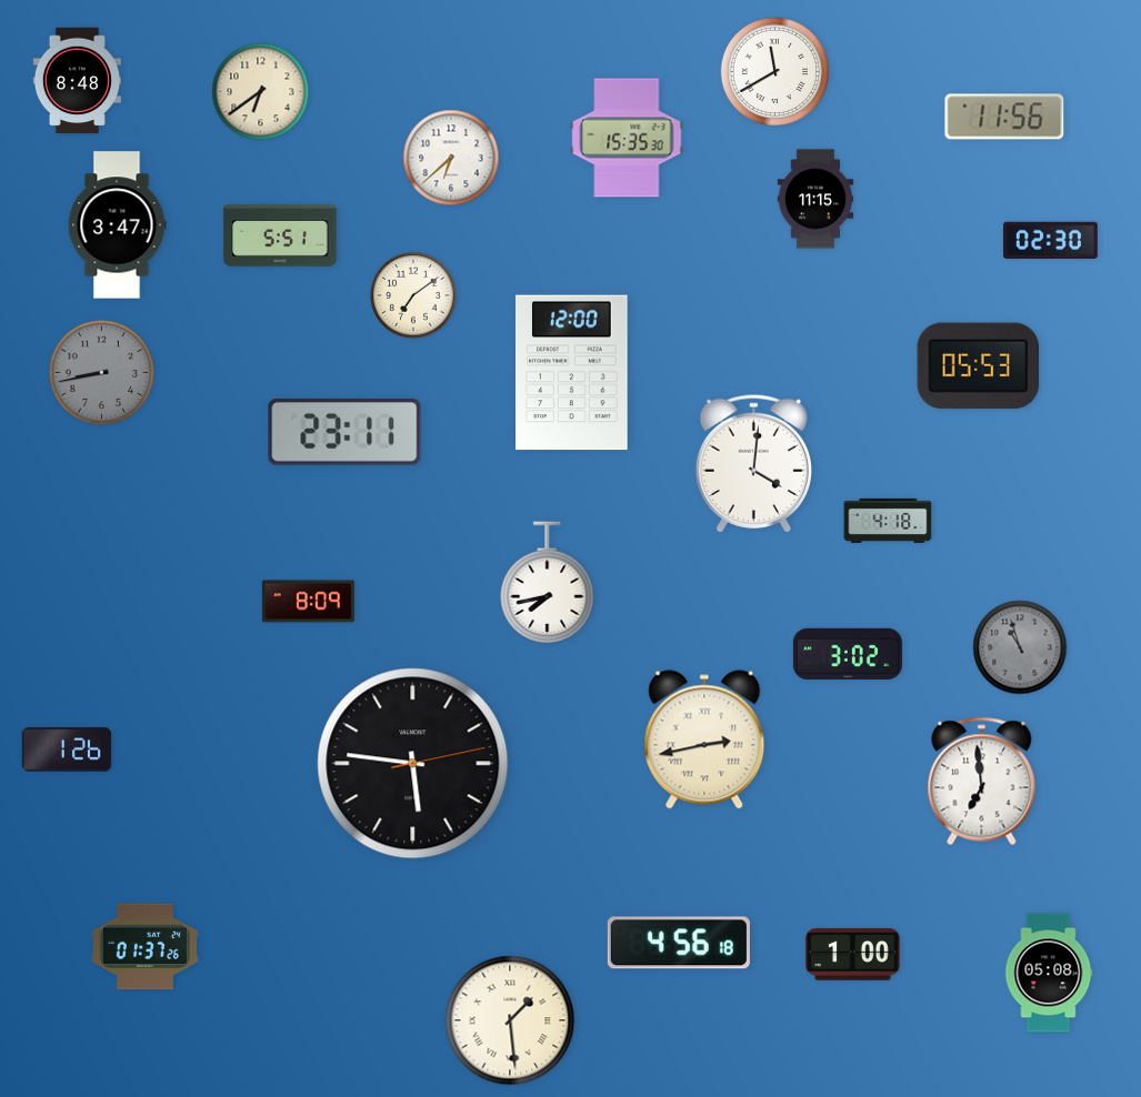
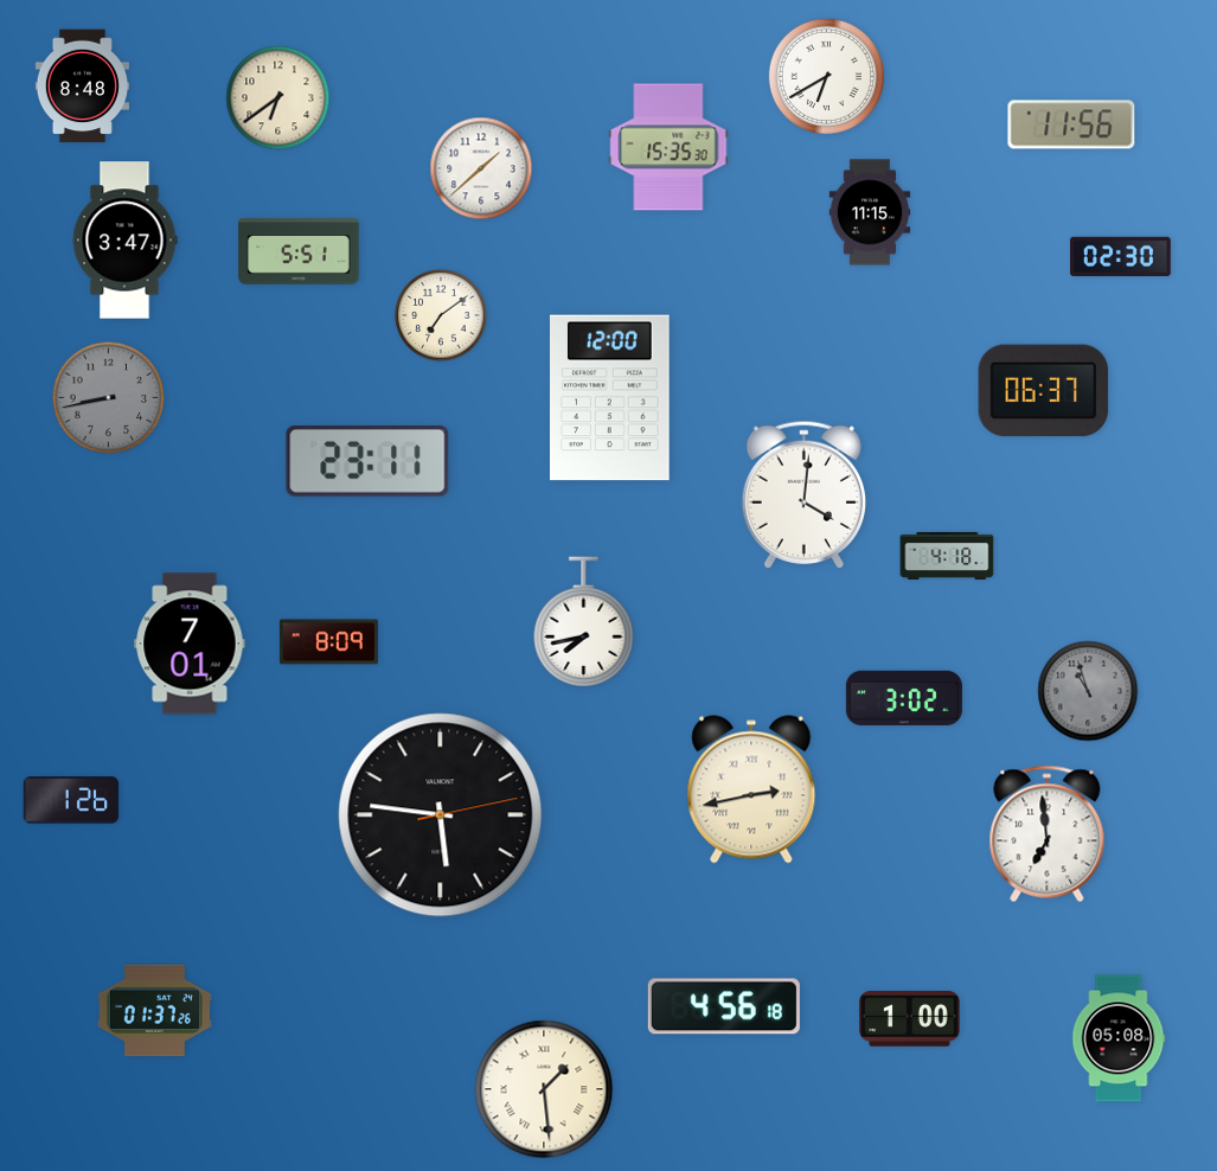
clock at (774, 71): 11:40 -> 6:40
clock at (451, 158): 6:38 -> 1:38
clock at (979, 366): 05:53 -> 06:37
clock at (190, 644): none -> 7:01
